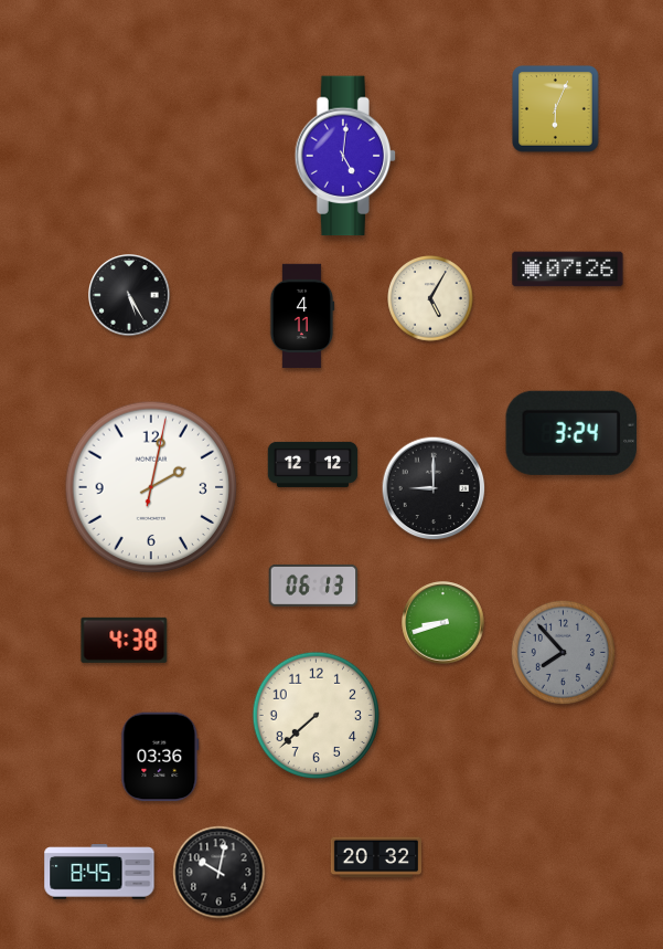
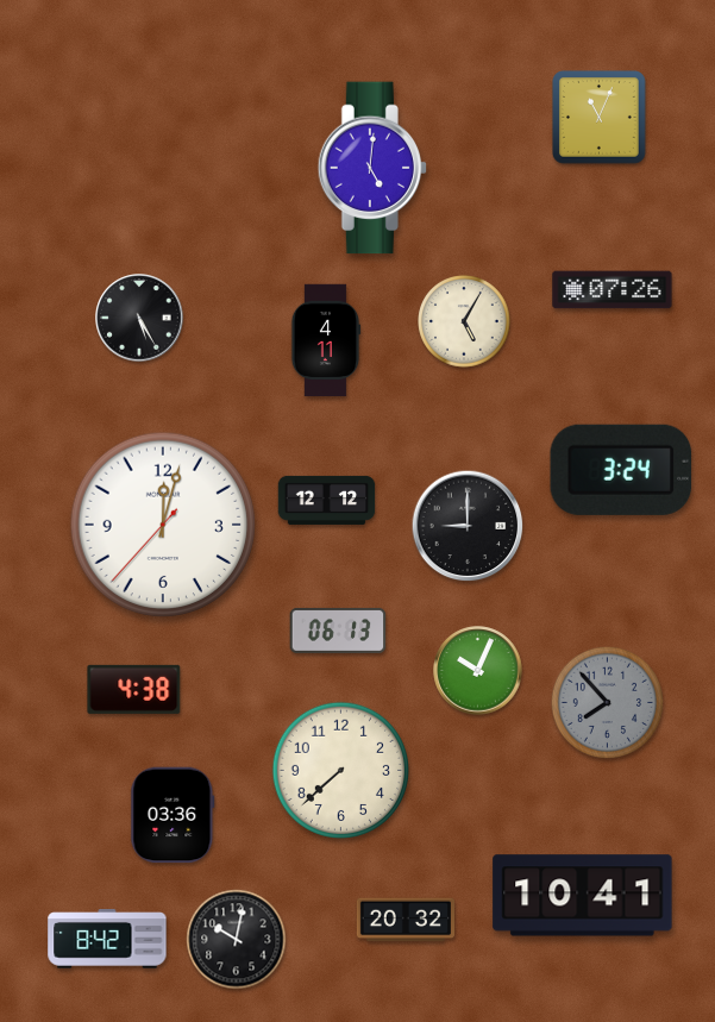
clock at (556, 109): 6:04 -> 11:04
clock at (571, 433) position: (571, 433) -> (621, 470)
clock at (313, 464) position: (313, 464) -> (327, 500)
clock at (151, 487): 2:02 -> 12:02
clock at (443, 623): 8:42 -> 10:04
clock at (583, 896): none -> 10:41
clock at (375, 857) position: (375, 857) -> (404, 920)
clock at (99, 872): 8:45 -> 8:42
